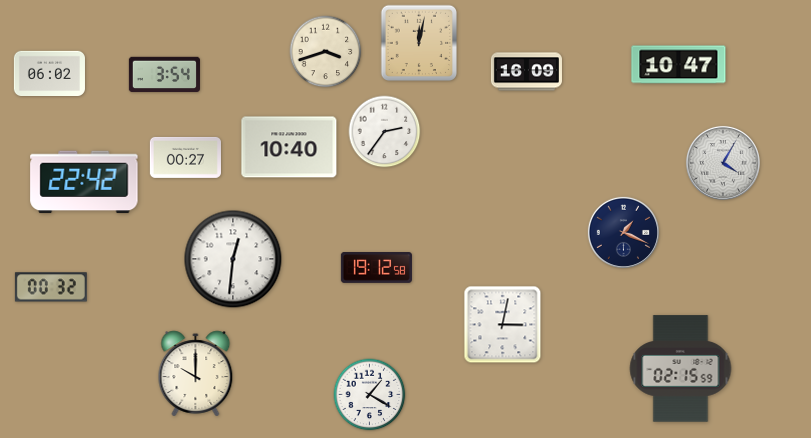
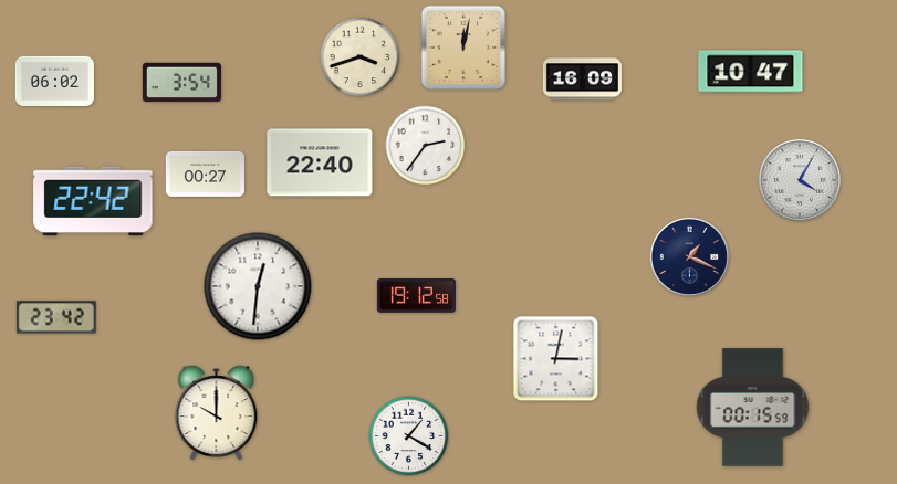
clock at (289, 147): 10:40 -> 22:40
clock at (51, 287): 00:32 -> 23:42
clock at (681, 369): 02:15 -> 00:15
